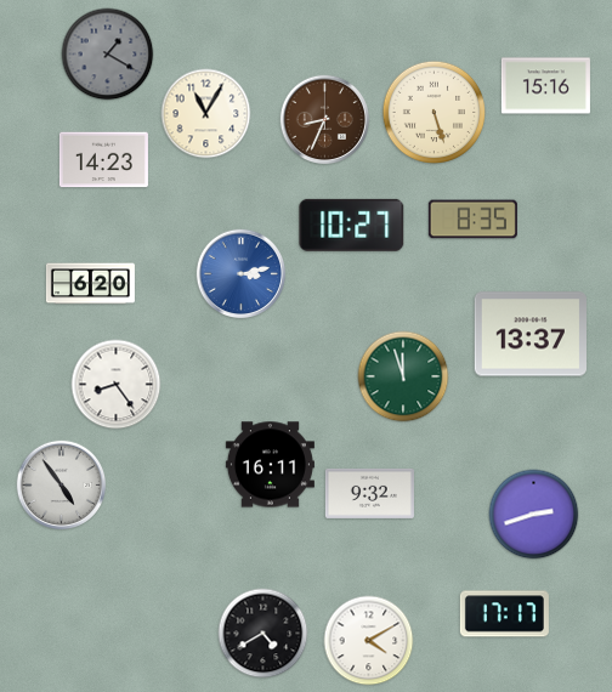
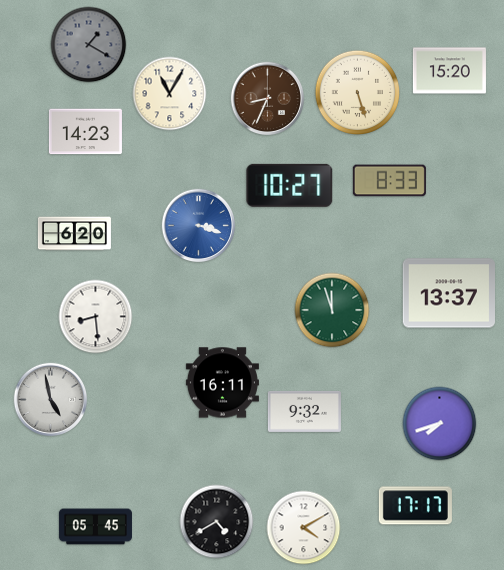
clock at (545, 86): 15:16 -> 15:20
clock at (472, 220): 8:35 -> 8:33
clock at (242, 274): 3:13 -> 3:18
clock at (529, 334) position: (529, 334) -> (448, 293)
clock at (117, 385): 8:24 -> 8:29
clock at (62, 486): 4:54 -> 4:58
clock at (369, 493) position: (369, 493) -> (304, 411)
clock at (534, 515): 2:42 -> 7:42
clock at (95, 527): none -> 05:45
